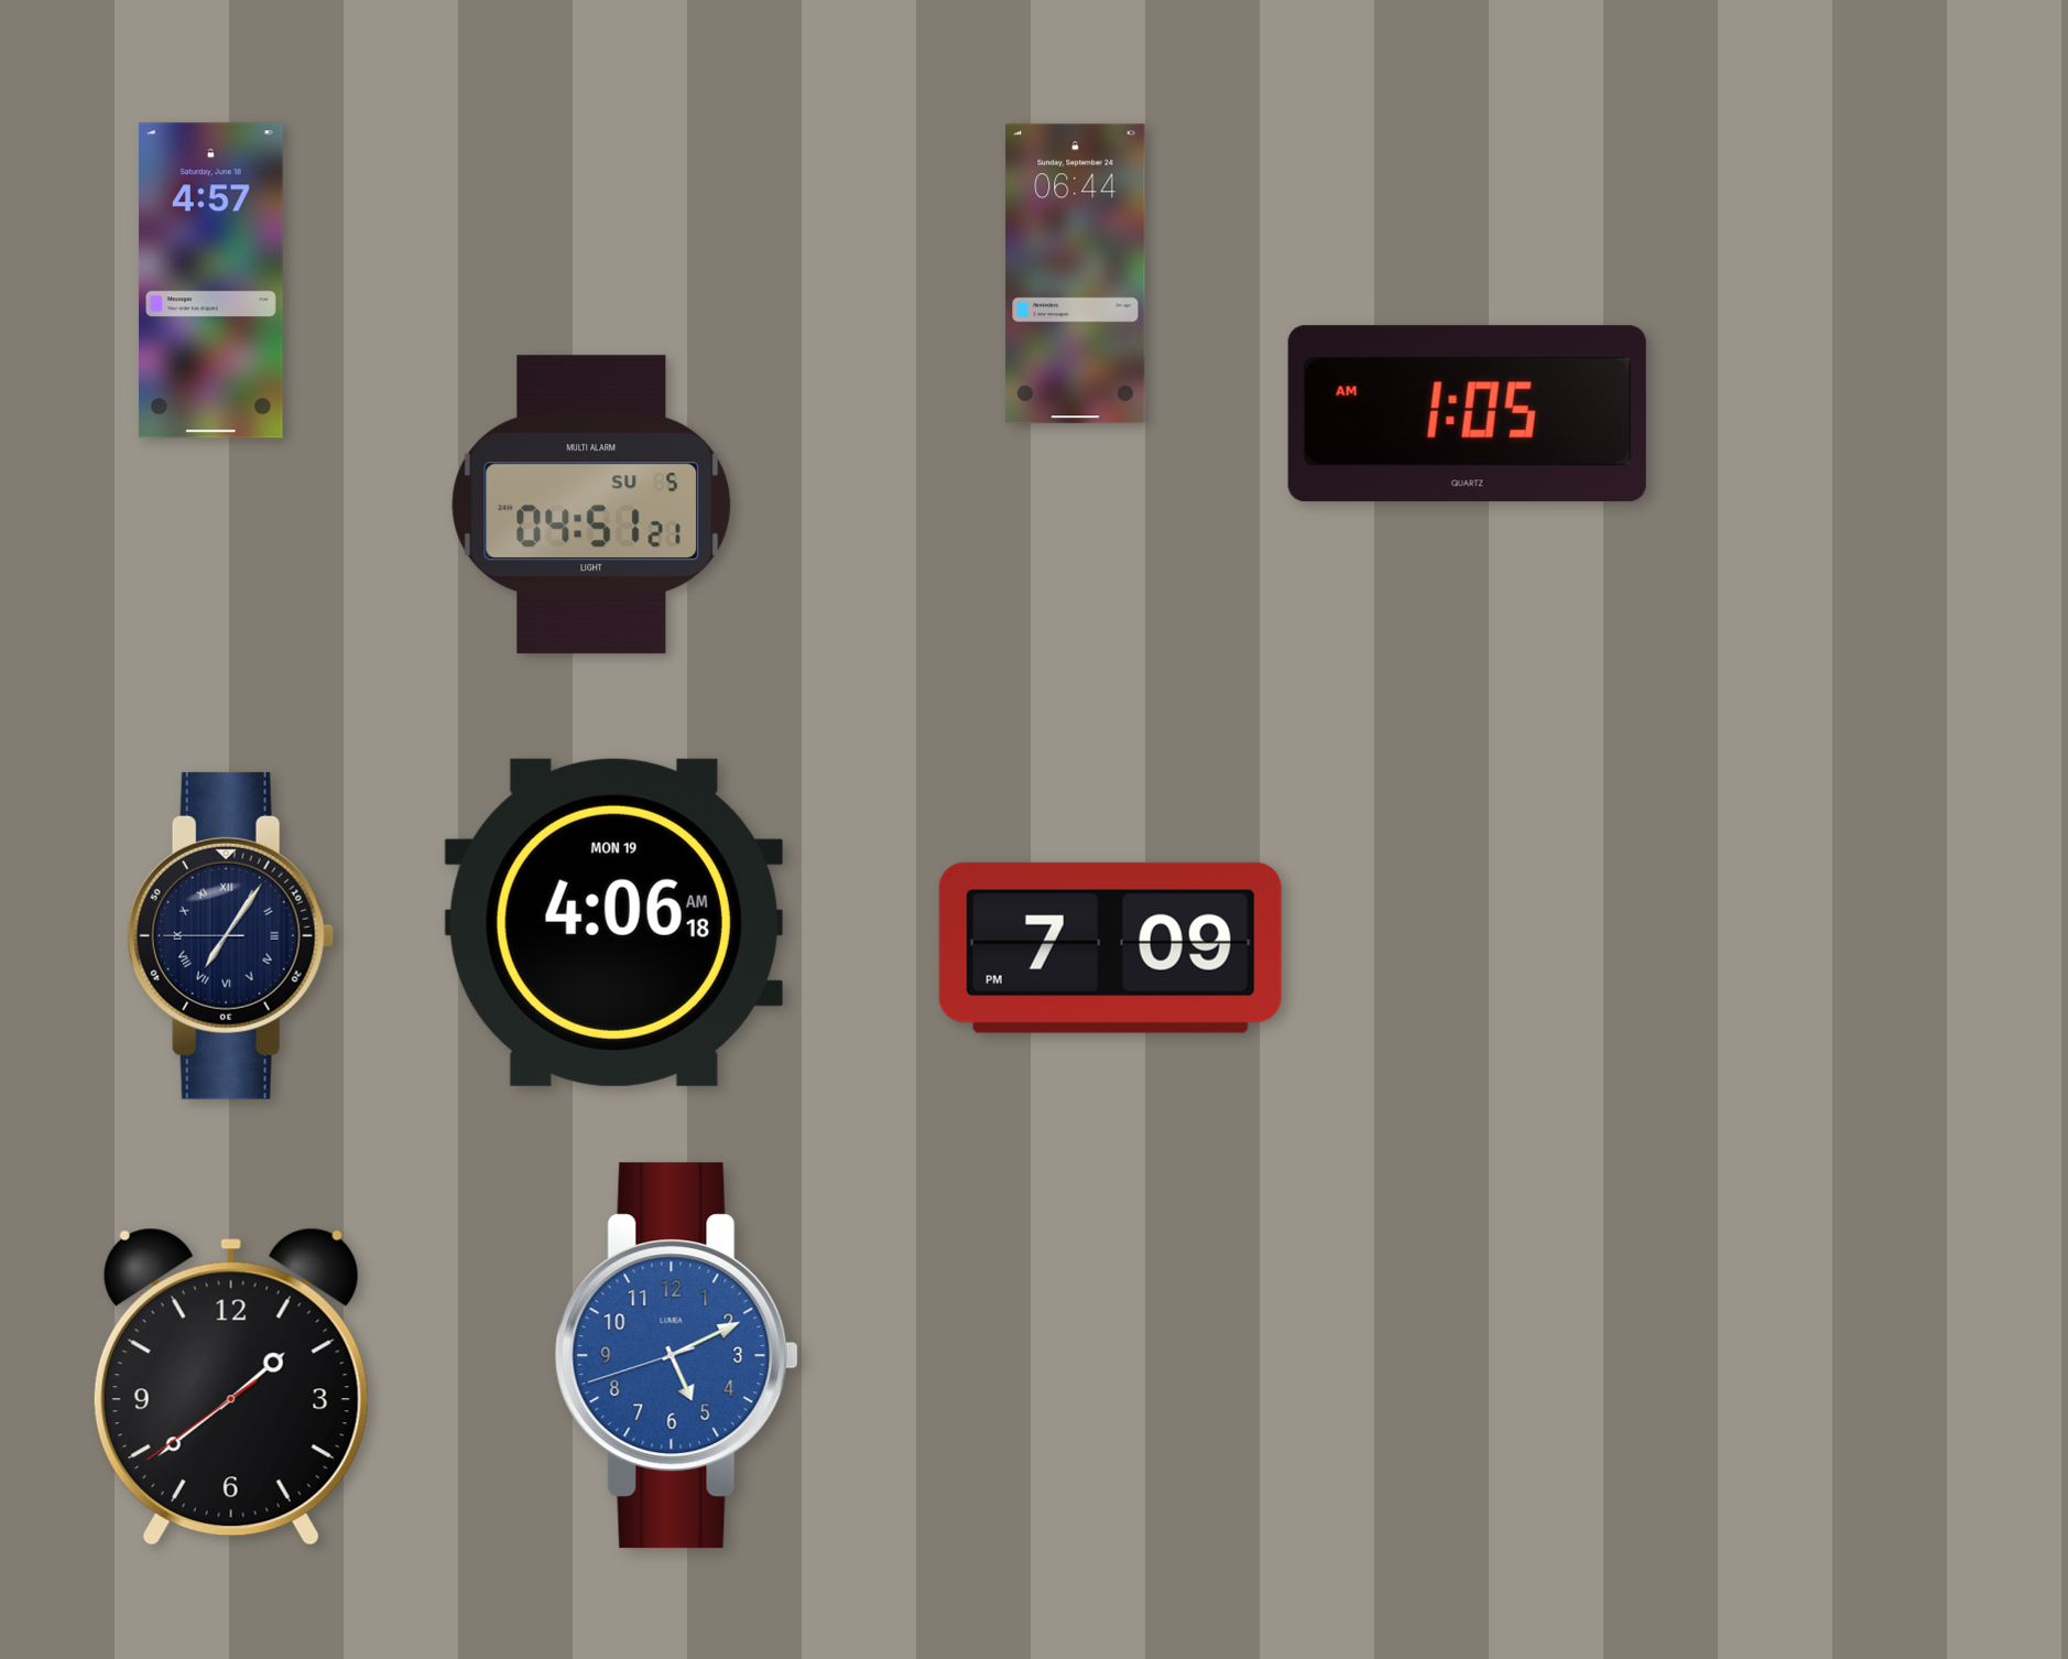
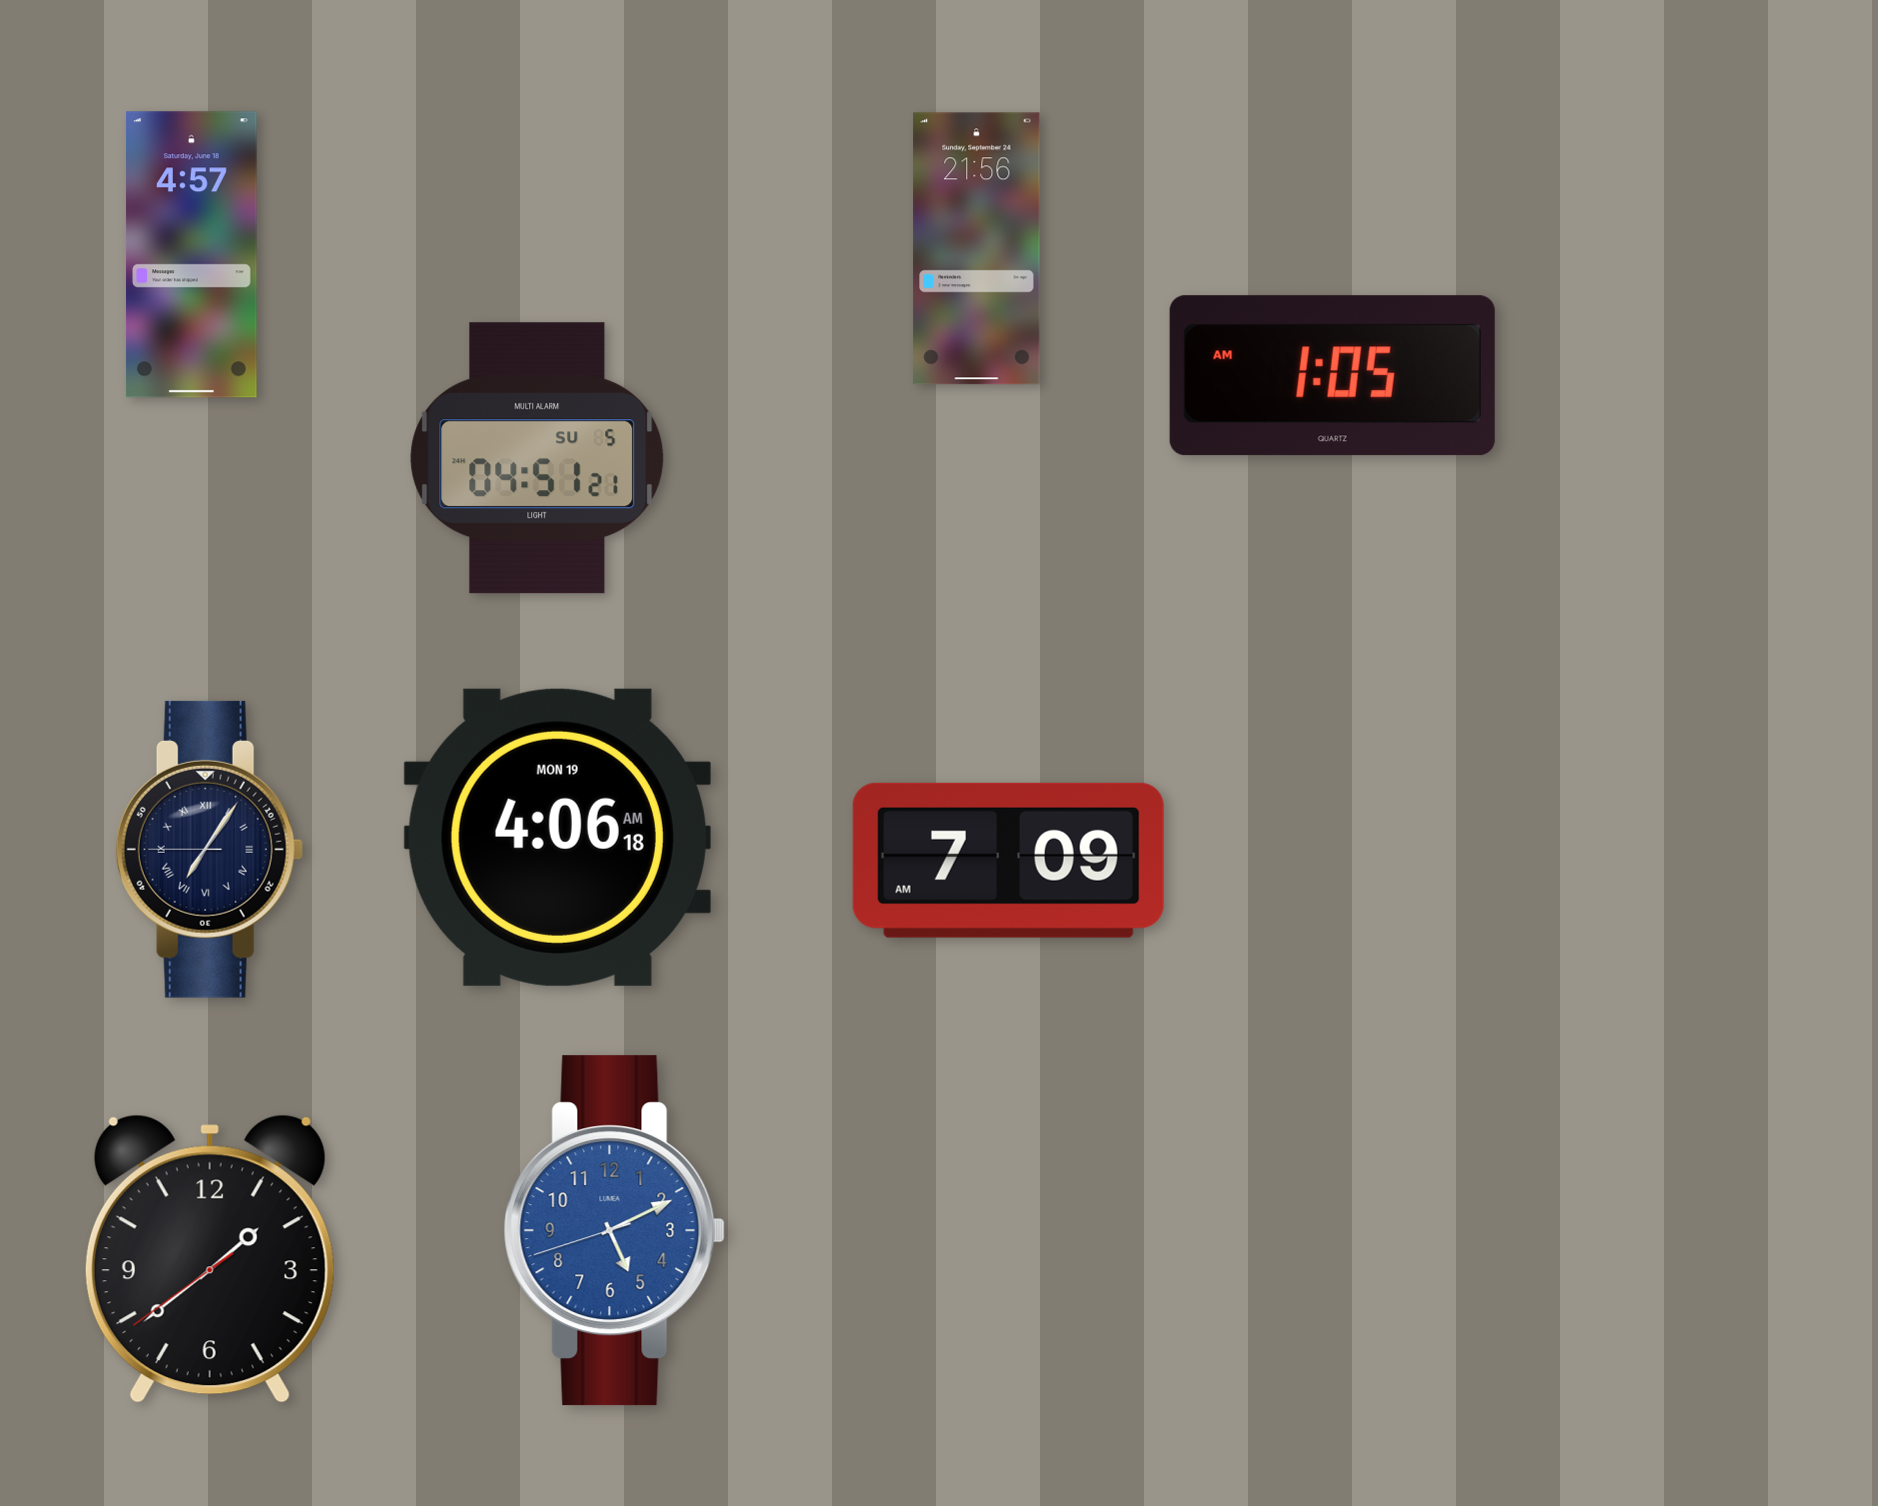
clock at (1076, 274): 06:44 -> 21:56
clock at (1110, 947): 7:09 PM -> 7:09 AM
